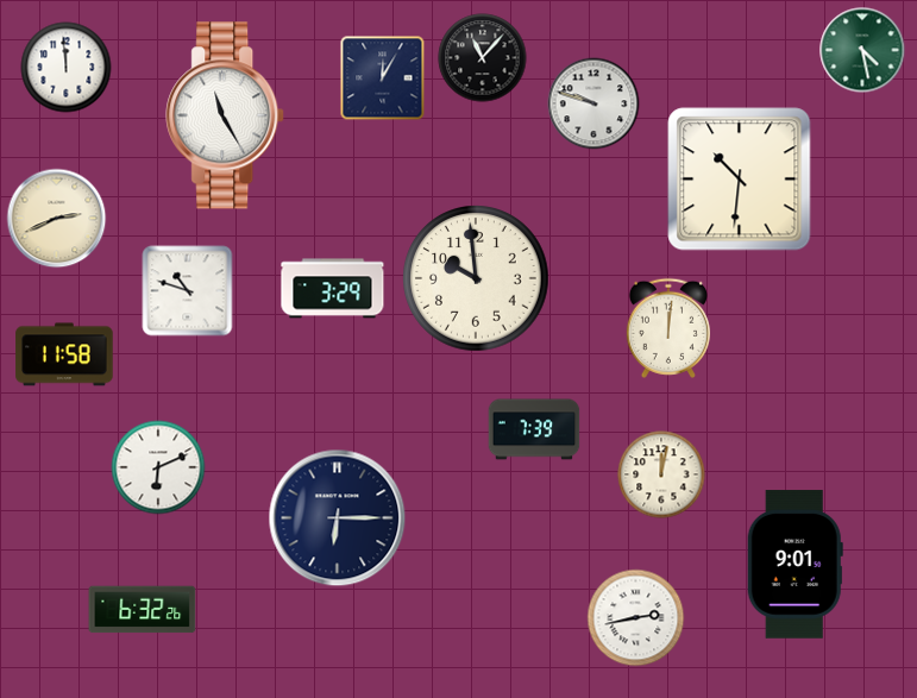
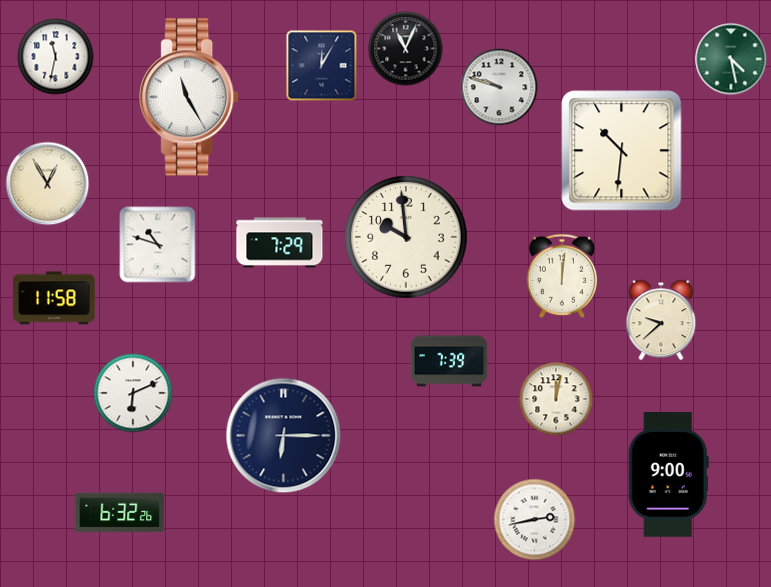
clock at (862, 50) position: (862, 50) -> (731, 59)
clock at (483, 58): 11:07 -> 11:04
clock at (67, 68): 11:59 -> 11:32
clock at (57, 219): 2:41 -> 12:55
clock at (476, 278) position: (476, 278) -> (406, 237)
clock at (333, 289): 3:29 -> 7:29
clock at (661, 320): none -> 9:38
clock at (794, 565): 9:01 -> 9:00
